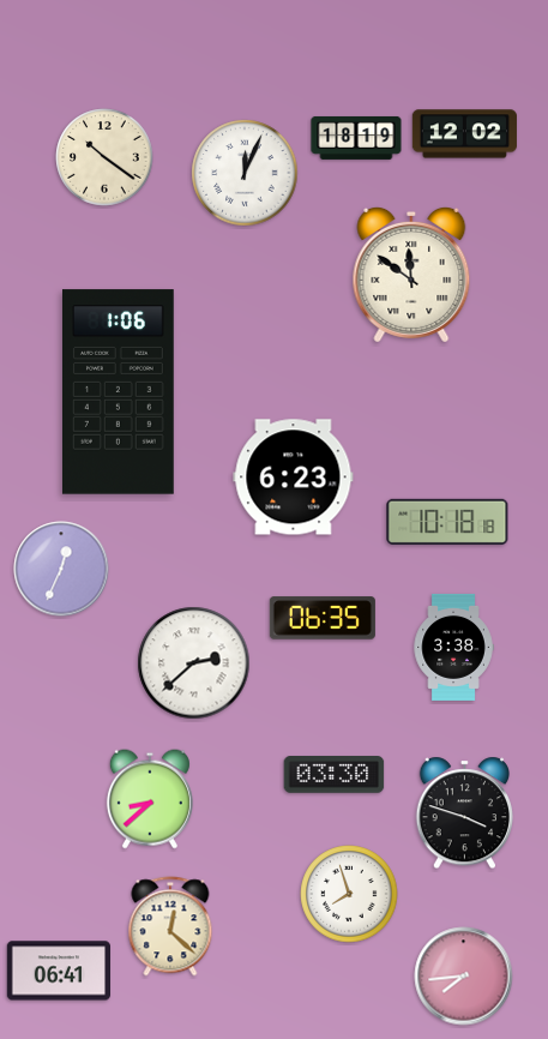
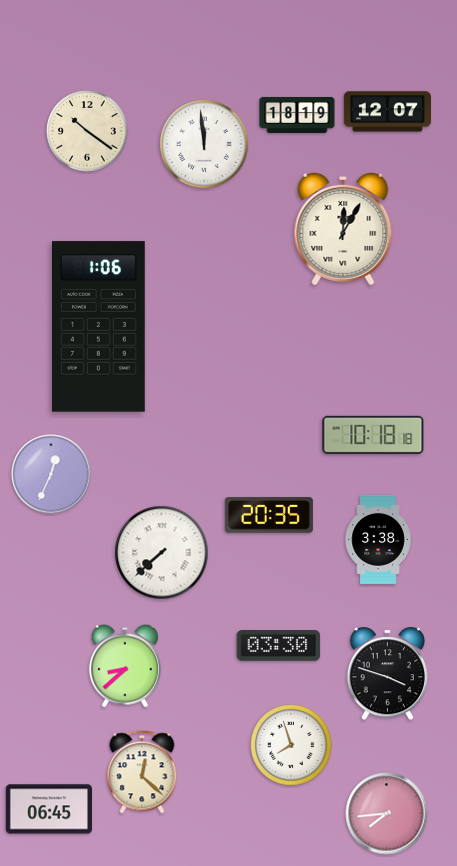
clock at (464, 134): 12:02 -> 12:07
clock at (245, 173): 12:04 -> 11:59
clock at (411, 275): 11:51 -> 12:05
clock at (294, 478): 6:23 -> none
clock at (323, 618): 06:35 -> 20:35
clock at (194, 663): 2:38 -> 7:38
clock at (464, 813) position: (464, 813) -> (387, 674)
clock at (58, 971): 06:41 -> 06:45
